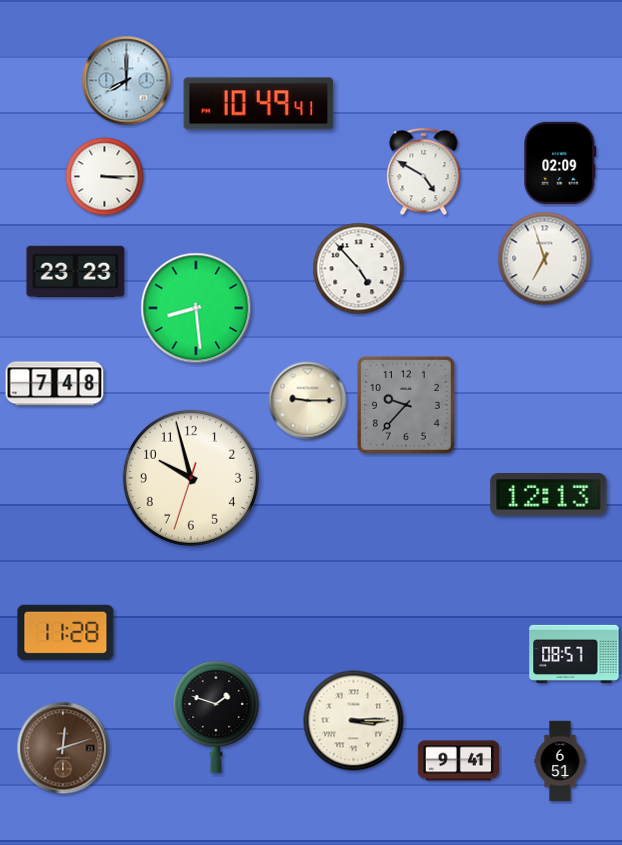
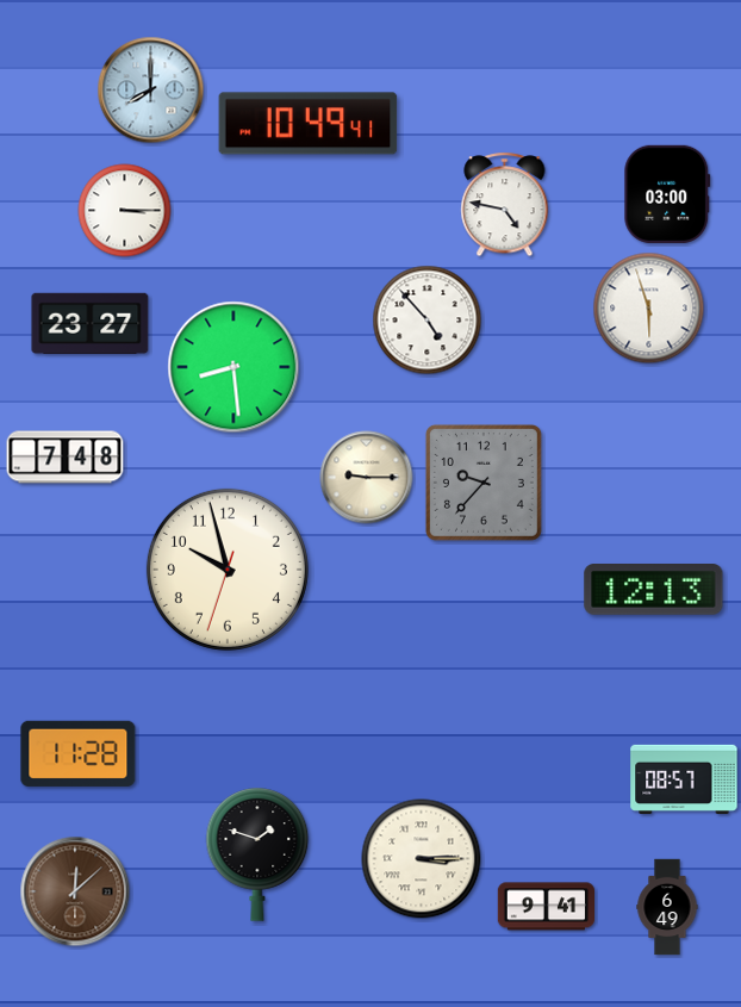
clock at (127, 81) position: (127, 81) -> (151, 91)
clock at (560, 163): 02:09 -> 03:00
clock at (424, 172): 4:50 -> 4:47
clock at (545, 259): 6:57 -> 5:57
clock at (76, 271): 23:23 -> 23:27
clock at (63, 748): 12:12 -> 12:08
clock at (560, 761): 6:51 -> 6:49
